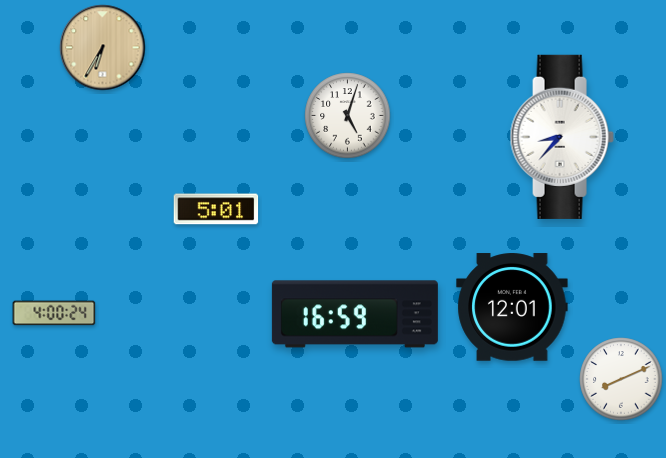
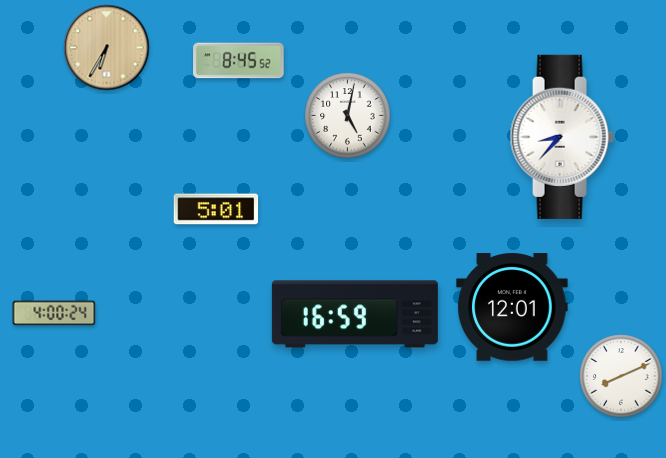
clock at (103, 48) position: (103, 48) -> (107, 48)
clock at (239, 61): none -> 8:45
clock at (348, 116): 5:03 -> 5:02
clock at (621, 379) position: (621, 379) -> (621, 376)
